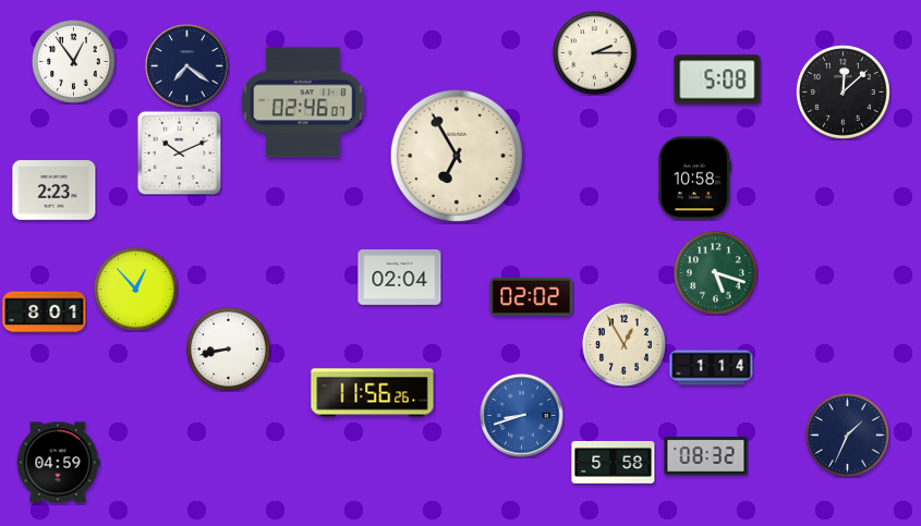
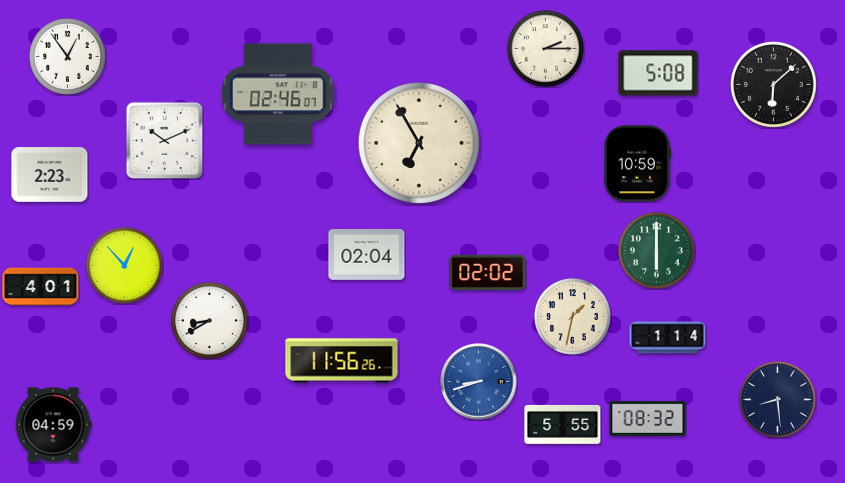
clock at (187, 66): 7:21 -> none
clock at (843, 91): 12:08 -> 6:08
clock at (694, 179): 10:58 -> 10:59
clock at (716, 273): 5:18 -> 6:00
clock at (45, 313): 8:01 -> 4:01
clock at (625, 345): 12:55 -> 1:32
clock at (229, 350): 8:43 -> 8:40
clock at (712, 368) position: (712, 368) -> (668, 338)
clock at (848, 436): 1:34 -> 8:29
clock at (614, 462): 5:58 -> 5:55
